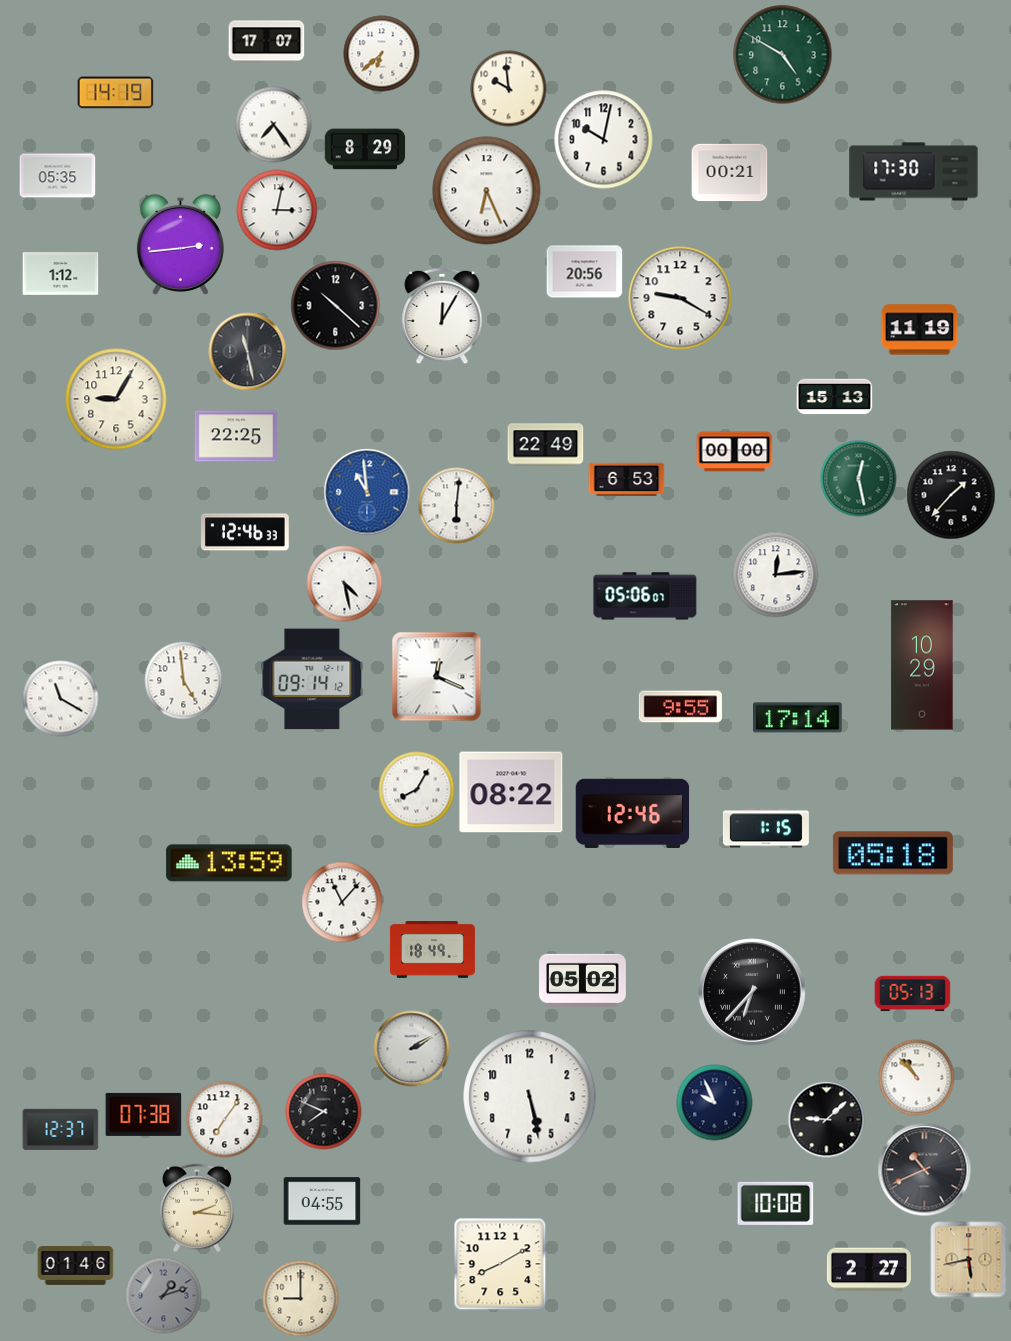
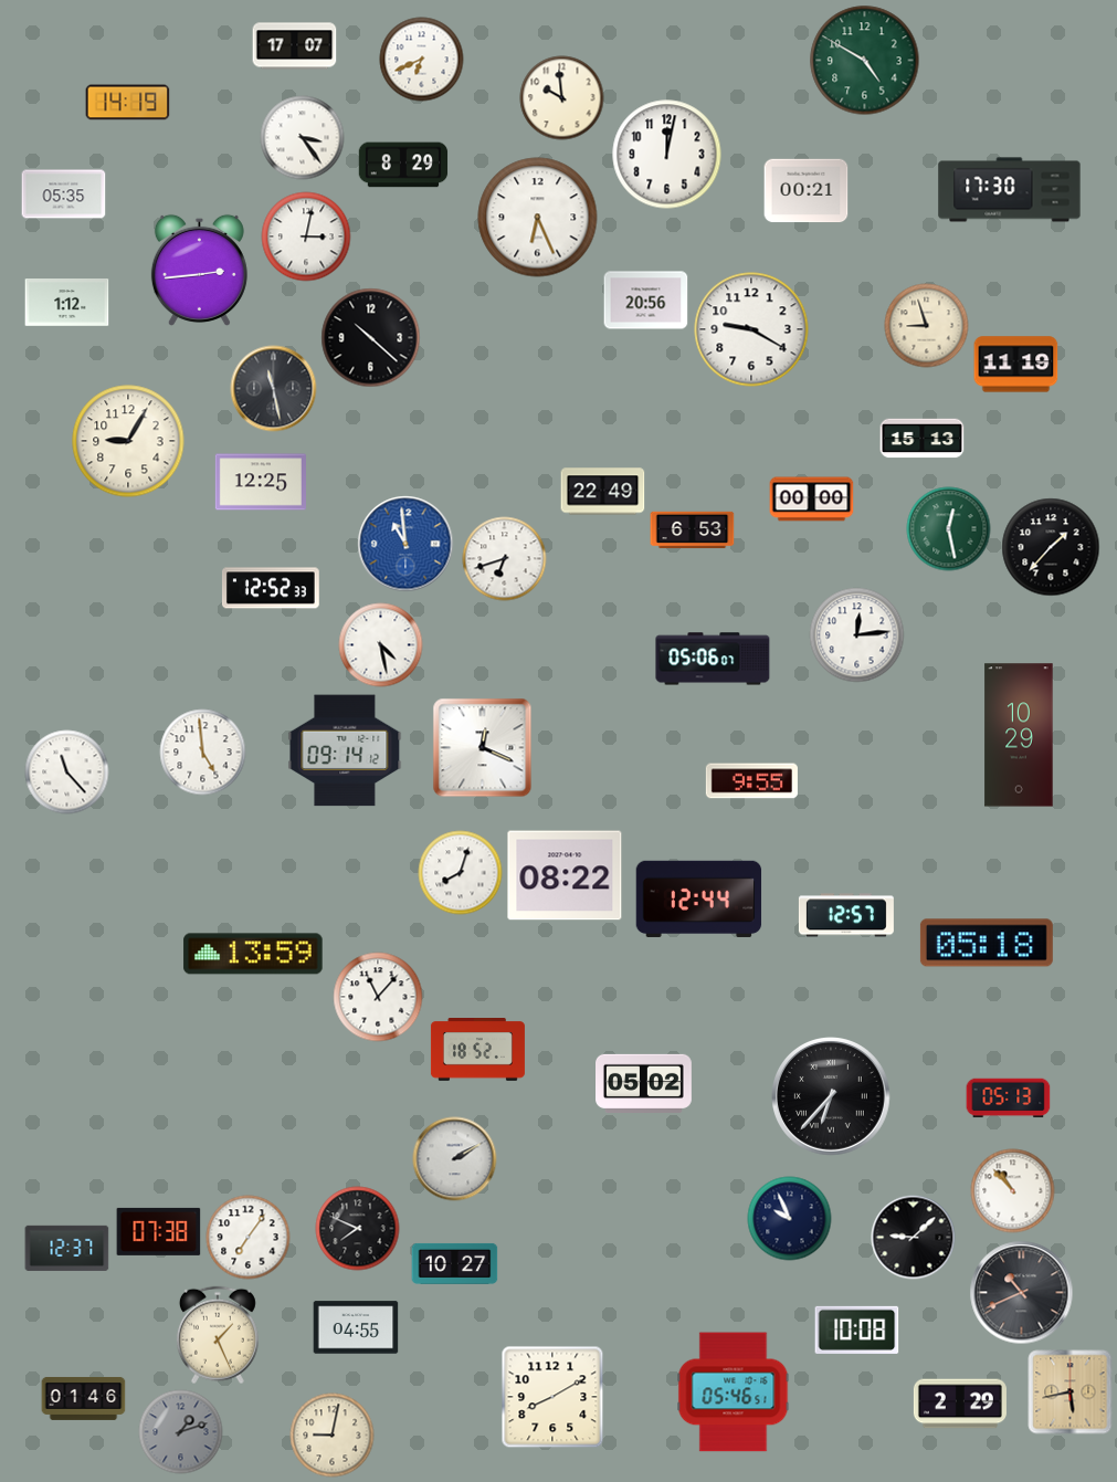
clock at (382, 54): 6:38 -> 6:41
clock at (274, 125): 7:24 -> 3:24
clock at (604, 140): 10:02 -> 12:02
clock at (487, 191) position: (487, 191) -> (538, 218)
clock at (277, 210) position: (277, 210) -> (306, 237)
clock at (927, 326): none -> 8:57
clock at (442, 316): 12:05 -> none
clock at (236, 436): 22:25 -> 12:25
clock at (457, 506): 6:01 -> 6:42
clock at (245, 532): 12:46 -> 12:52
clock at (61, 699): 11:20 -> 11:23
clock at (798, 718): 17:14 -> none
clock at (417, 790): 8:05 -> 8:03
clock at (633, 813): 12:46 -> 12:44
clock at (766, 828): 1:15 -> 12:57
clock at (432, 950): 18:49 -> 18:52
clock at (530, 1097): 5:28 -> none
clock at (455, 1263): none -> 10:27
clock at (197, 1208): 2:16 -> 1:26
clock at (734, 1392): none -> 05:46
clock at (869, 1270): 2:27 -> 2:29
clock at (301, 1299): 9:00 -> 9:02
